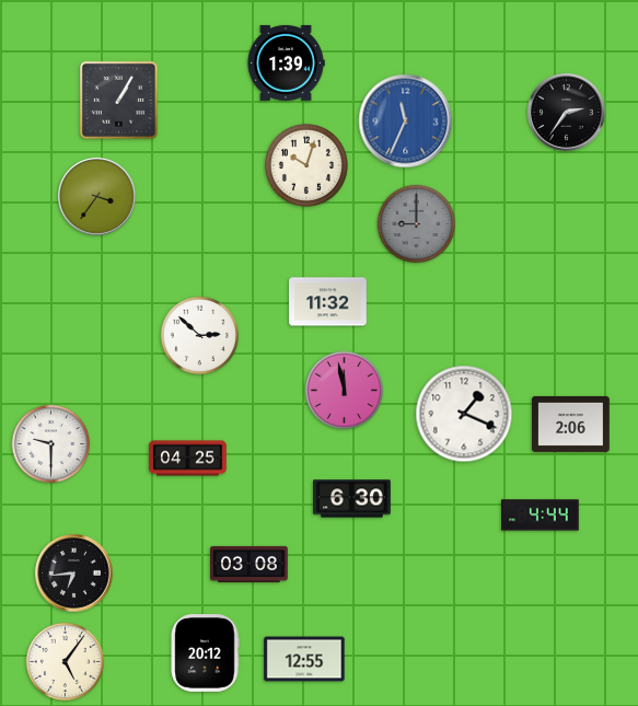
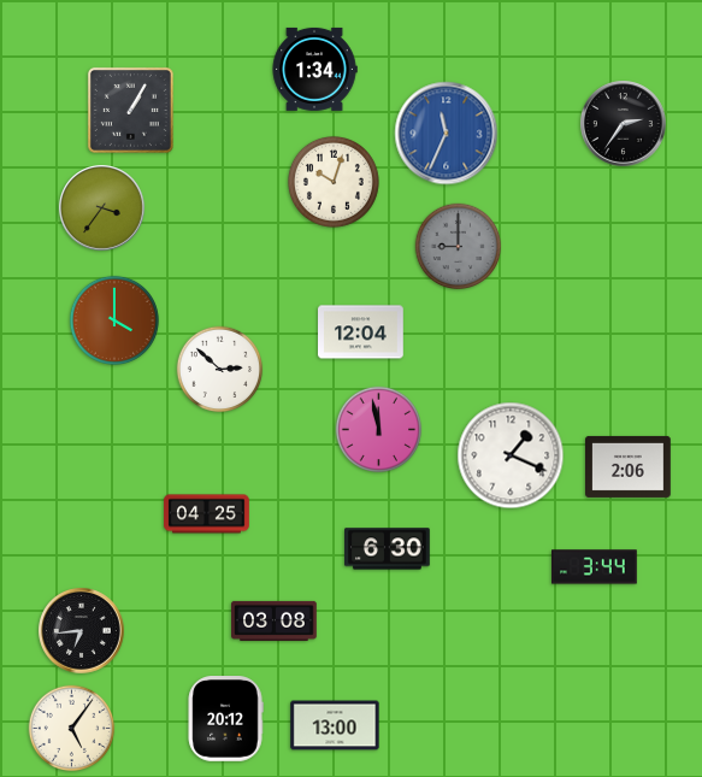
clock at (286, 62): 1:39 -> 1:34
clock at (306, 165) position: (306, 165) -> (334, 182)
clock at (97, 197) position: (97, 197) -> (102, 208)
clock at (114, 320): none -> 4:00
clock at (328, 302): 11:32 -> 12:04
clock at (51, 444): 9:30 -> none
clock at (188, 459) position: (188, 459) -> (207, 514)
clock at (541, 516): 4:44 -> 3:44
clock at (304, 659): 12:55 -> 13:00
